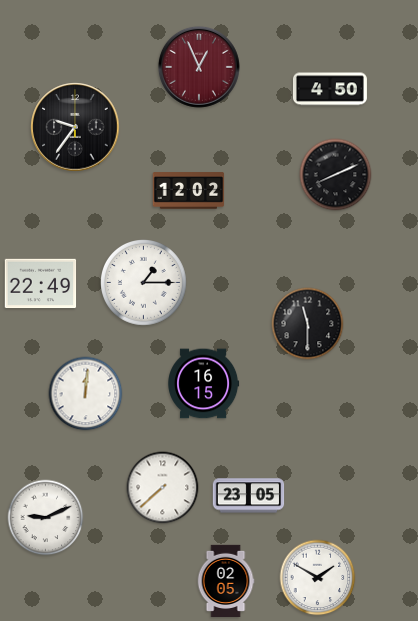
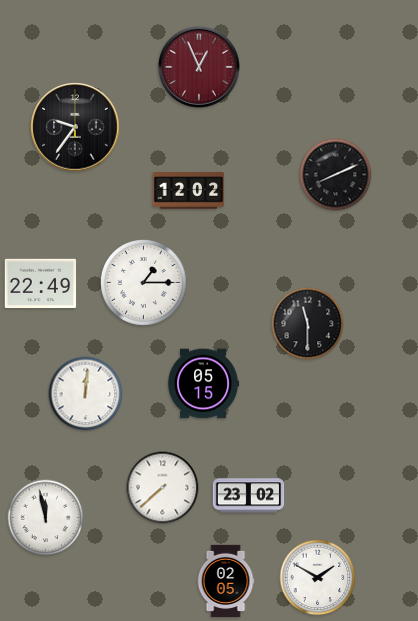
clock at (330, 89): 4:50 -> none
clock at (204, 384): 16:15 -> 05:15
clock at (249, 496): 23:05 -> 23:02
clock at (46, 518): 9:11 -> 11:58
